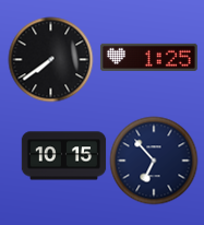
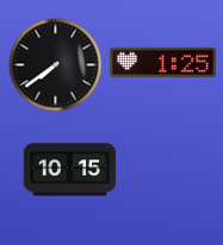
clock at (154, 161): 6:53 -> none
